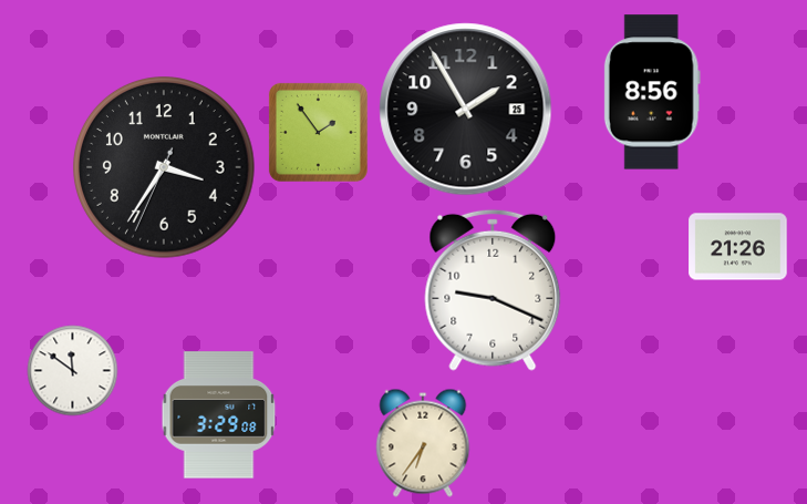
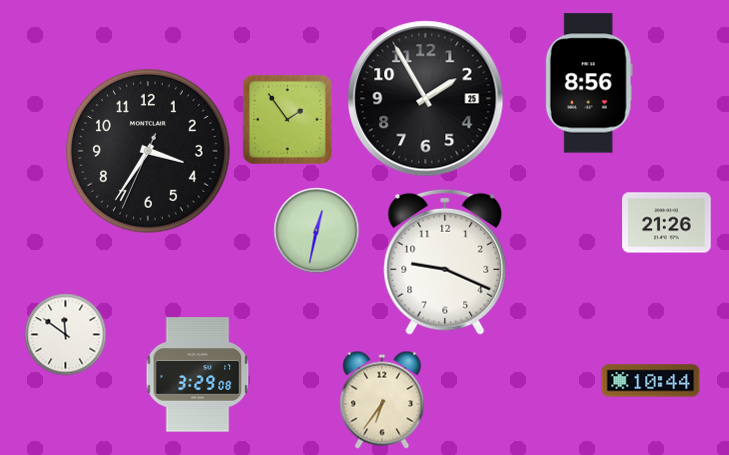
clock at (466, 110) position: (466, 110) -> (426, 99)
clock at (317, 231): none -> 12:32
clock at (651, 381): none -> 10:44
